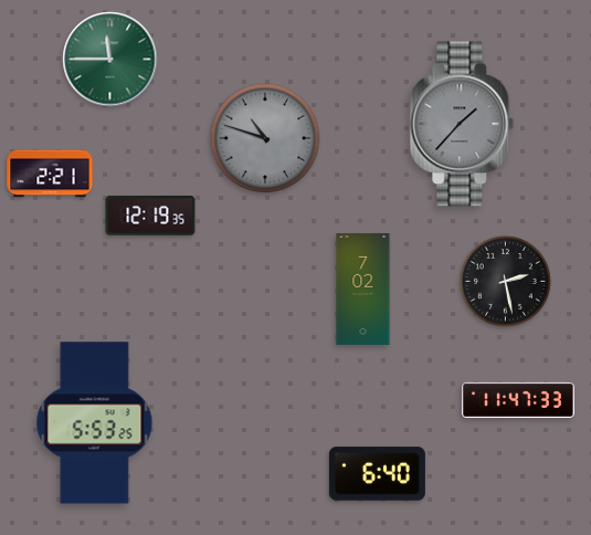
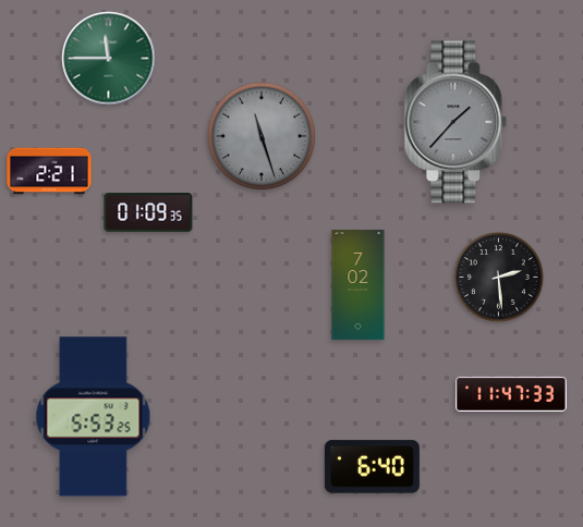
clock at (265, 138): 10:48 -> 11:27
clock at (150, 216): 12:19 -> 01:09
clock at (505, 281): 2:28 -> 2:29
